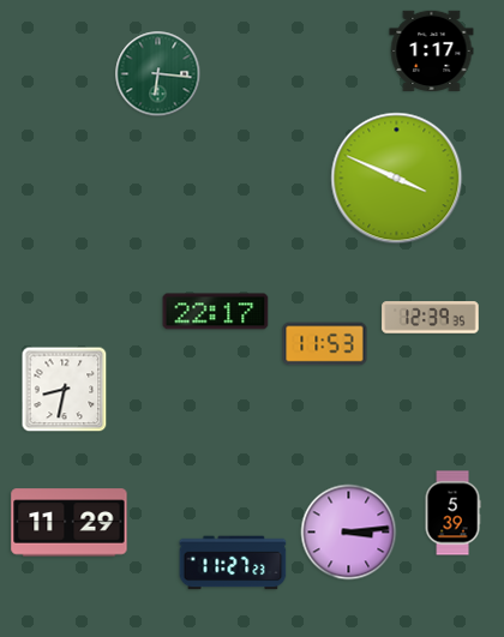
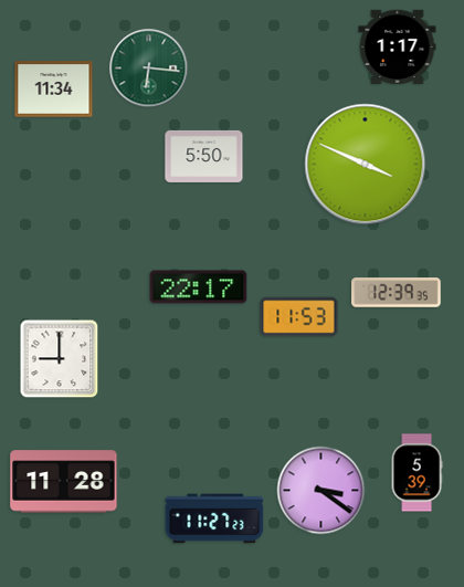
clock at (158, 74) position: (158, 74) -> (149, 69)
clock at (54, 90): none -> 11:34
clock at (204, 156): none -> 5:50
clock at (65, 390): 8:32 -> 9:00
clock at (70, 523): 11:29 -> 11:28
clock at (349, 533): 3:14 -> 3:21
